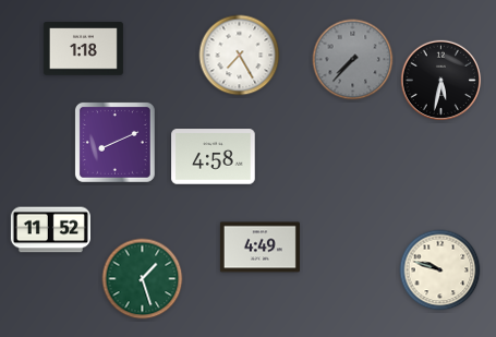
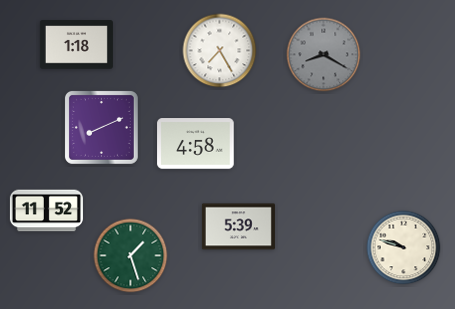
clock at (353, 60): 7:37 -> 8:20
clock at (441, 81): 5:32 -> none
clock at (114, 142) position: (114, 142) -> (101, 127)
clock at (259, 248): 4:49 -> 5:39
